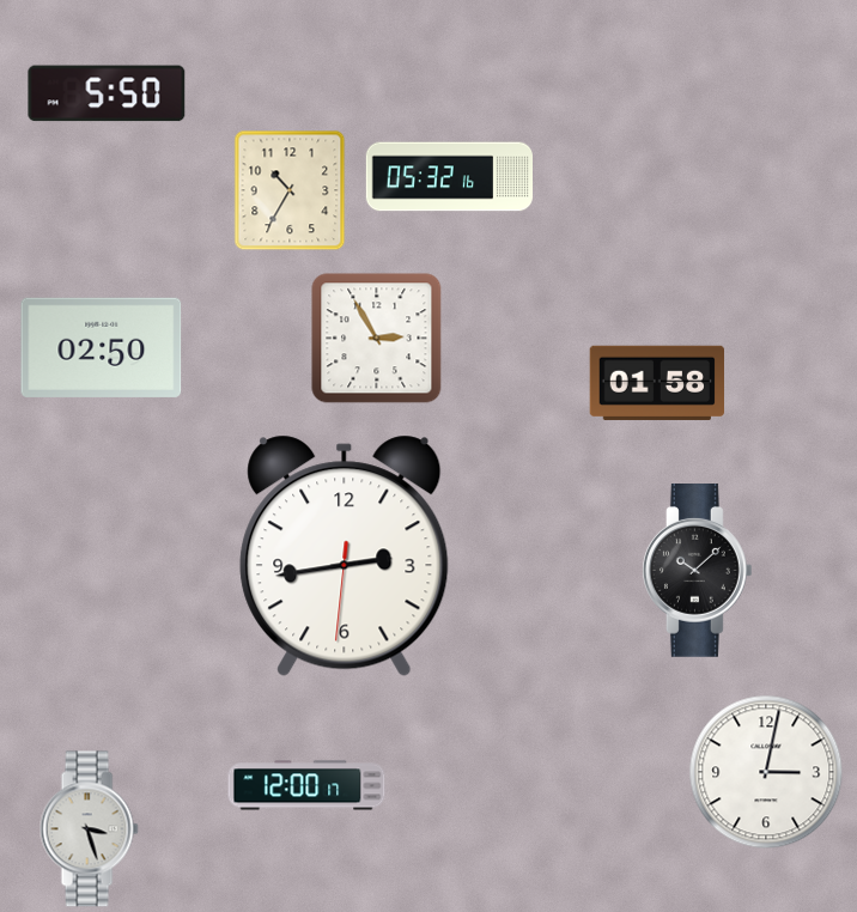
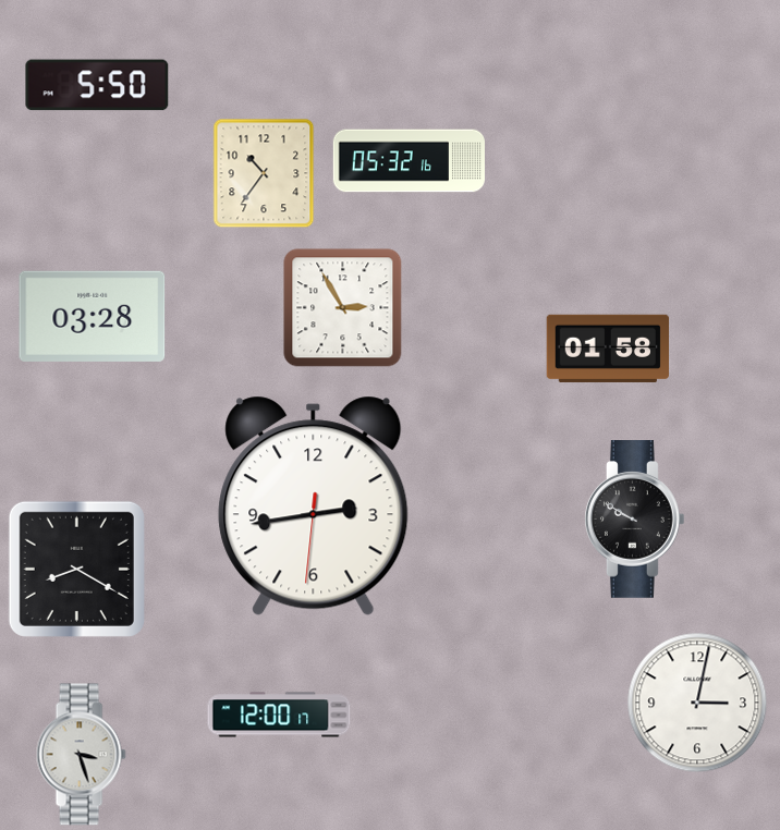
clock at (290, 190): 10:35 -> 10:36
clock at (102, 347): 02:50 -> 03:28
clock at (656, 383) position: (656, 383) -> (607, 349)
clock at (697, 571): 10:08 -> 9:50
clock at (76, 569): none -> 8:20
